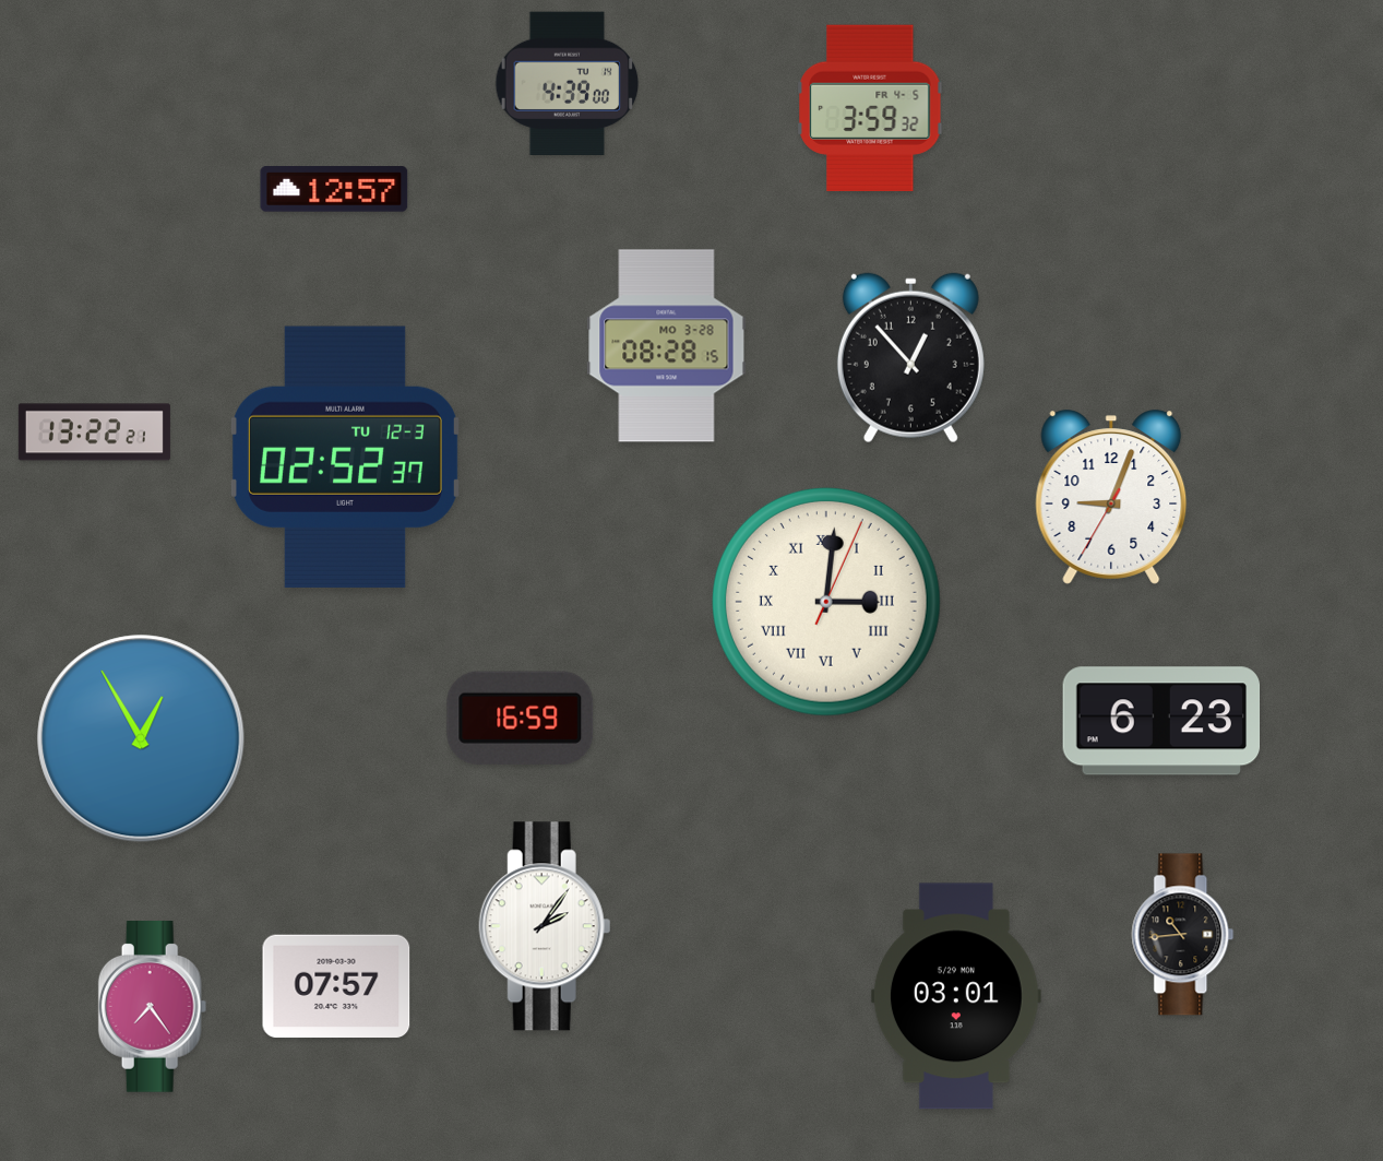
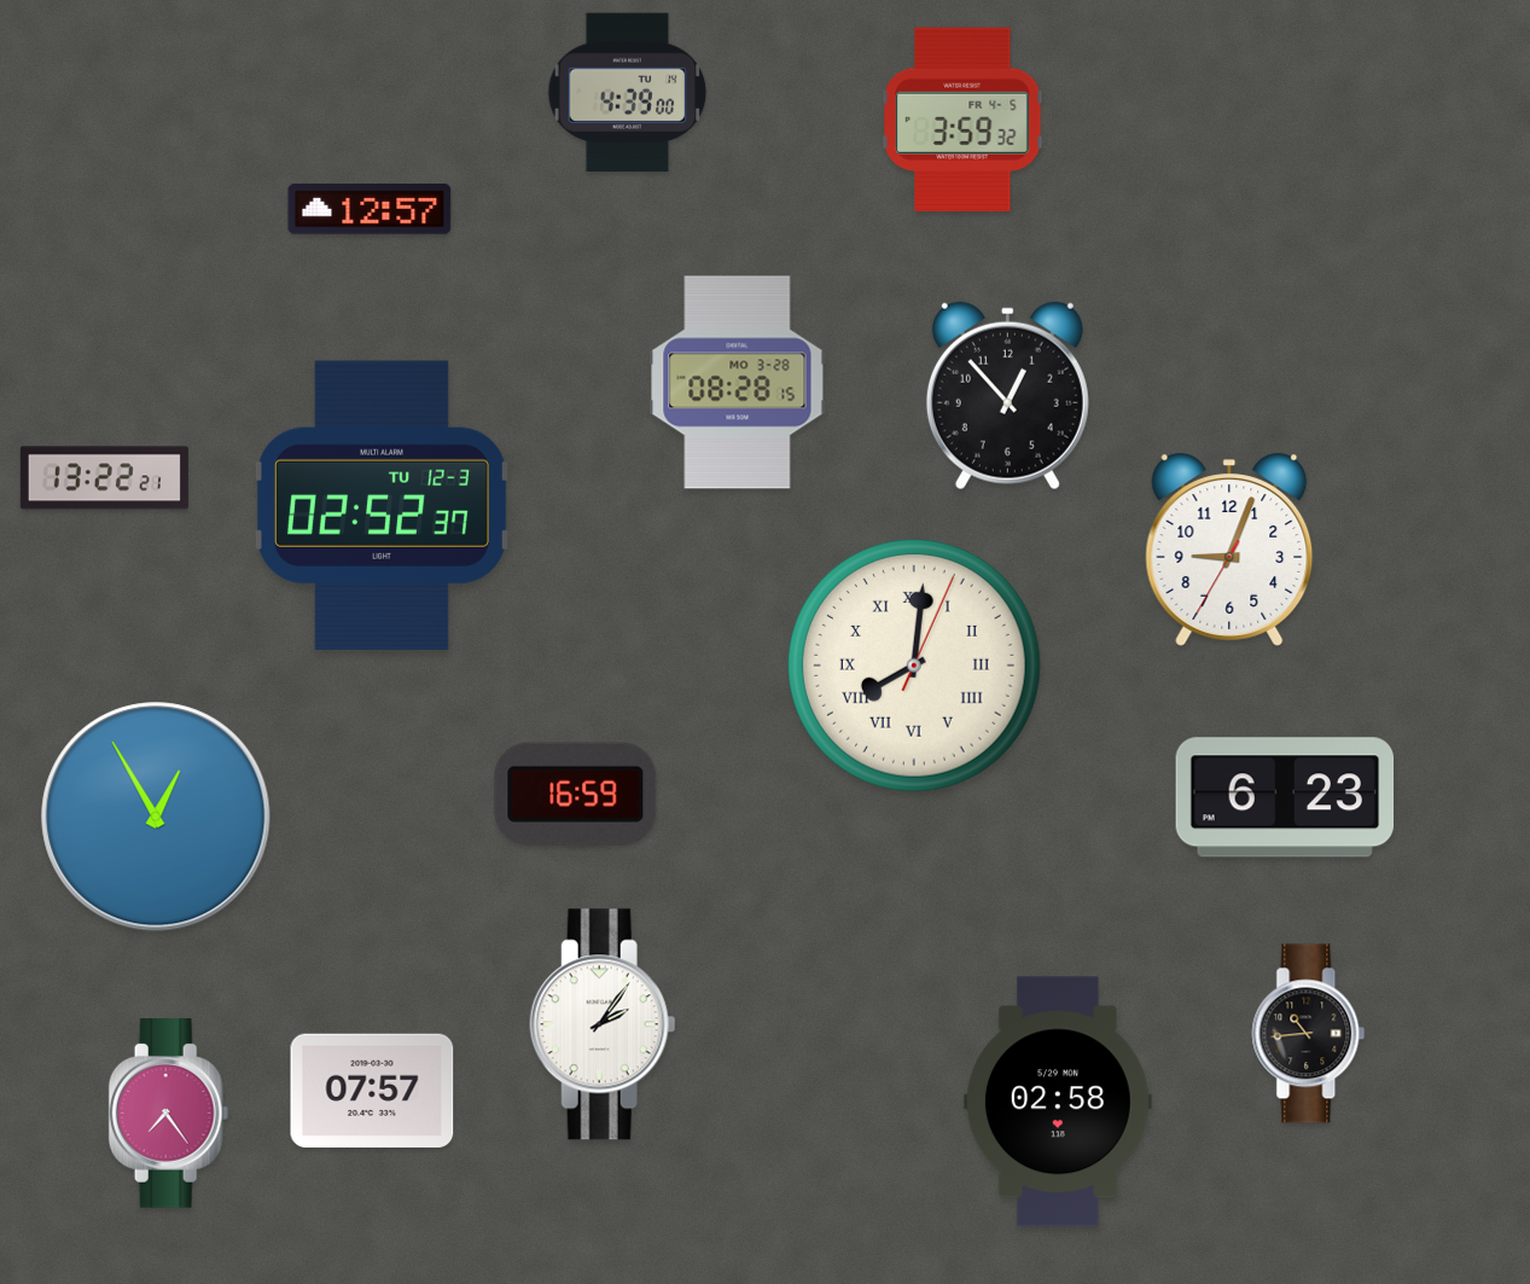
clock at (826, 602): 3:01 -> 8:01
clock at (956, 996): 03:01 -> 02:58
